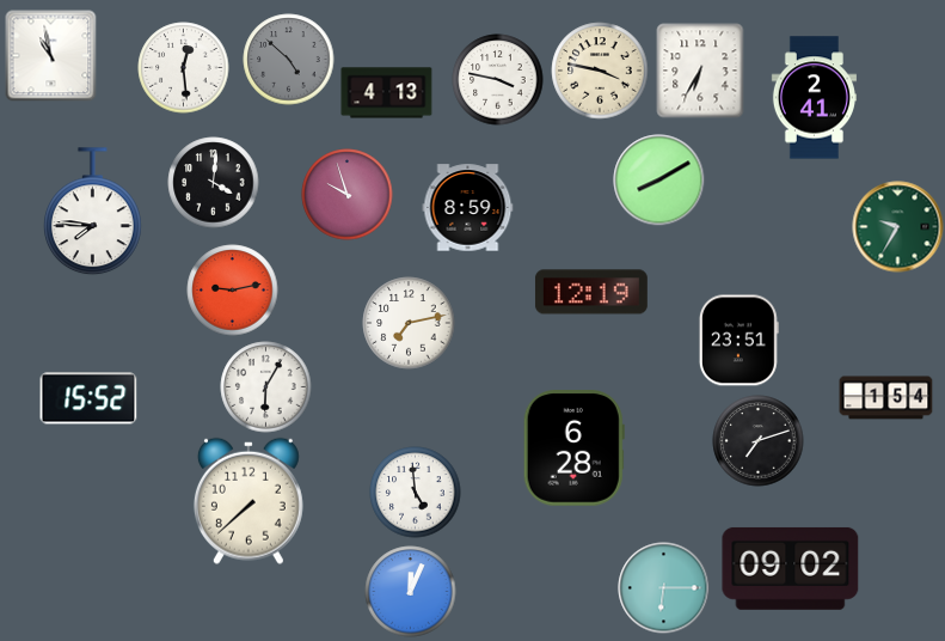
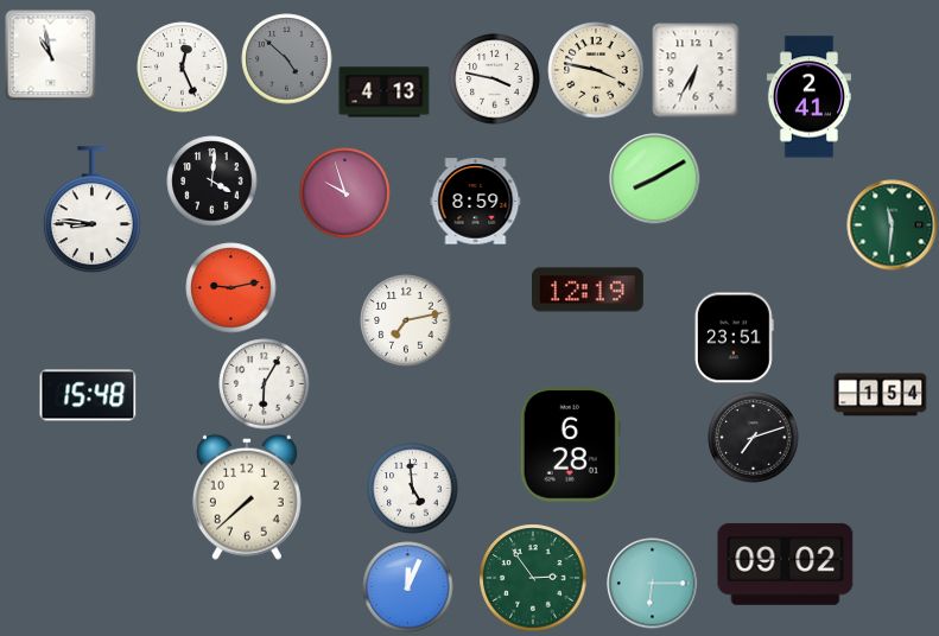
clock at (184, 68): 12:29 -> 12:26
clock at (468, 208) position: (468, 208) -> (476, 202)
clock at (92, 212): 7:46 -> 8:46
clock at (898, 227): 9:35 -> 11:31
clock at (88, 398): 15:52 -> 15:48
clock at (533, 578): none -> 2:54
clock at (664, 588) position: (664, 588) -> (653, 584)
